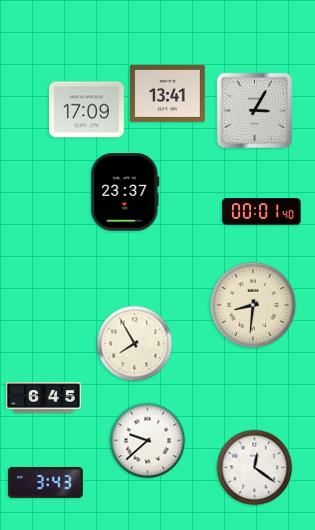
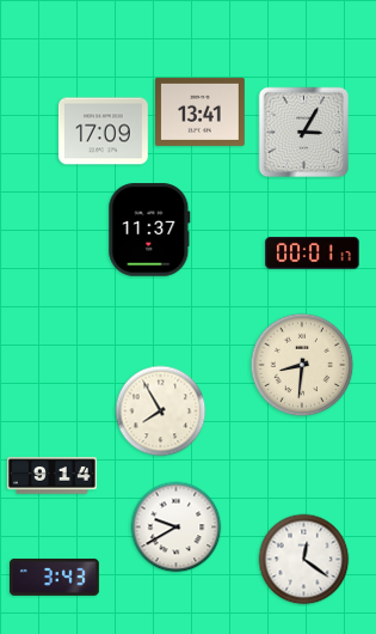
clock at (125, 192): 23:37 -> 11:37
clock at (262, 212): 00:01:40 -> 00:01:17
clock at (44, 398): 6:45 -> 9:14
clock at (148, 441): 9:38 -> 9:40
